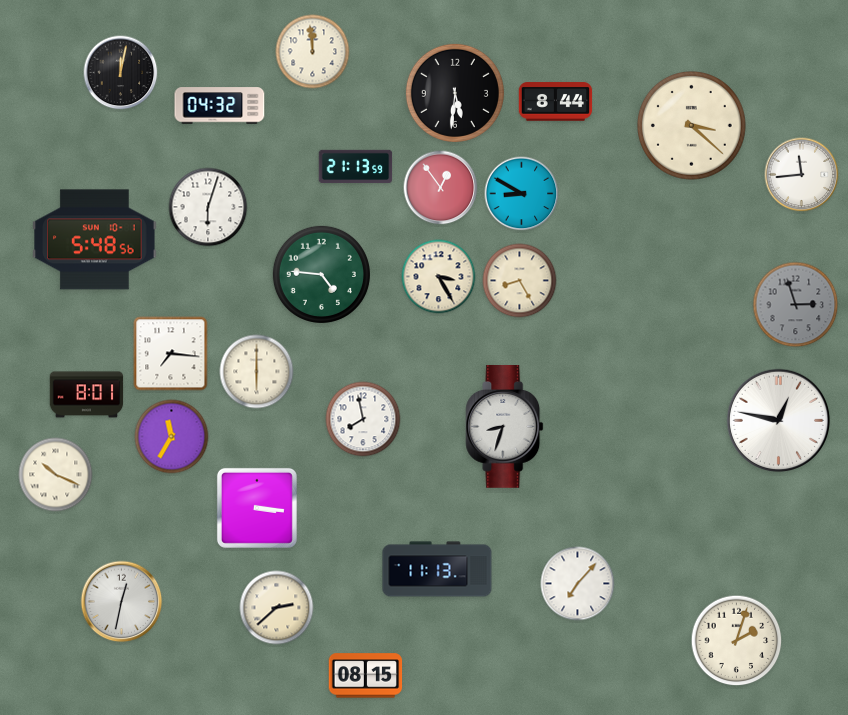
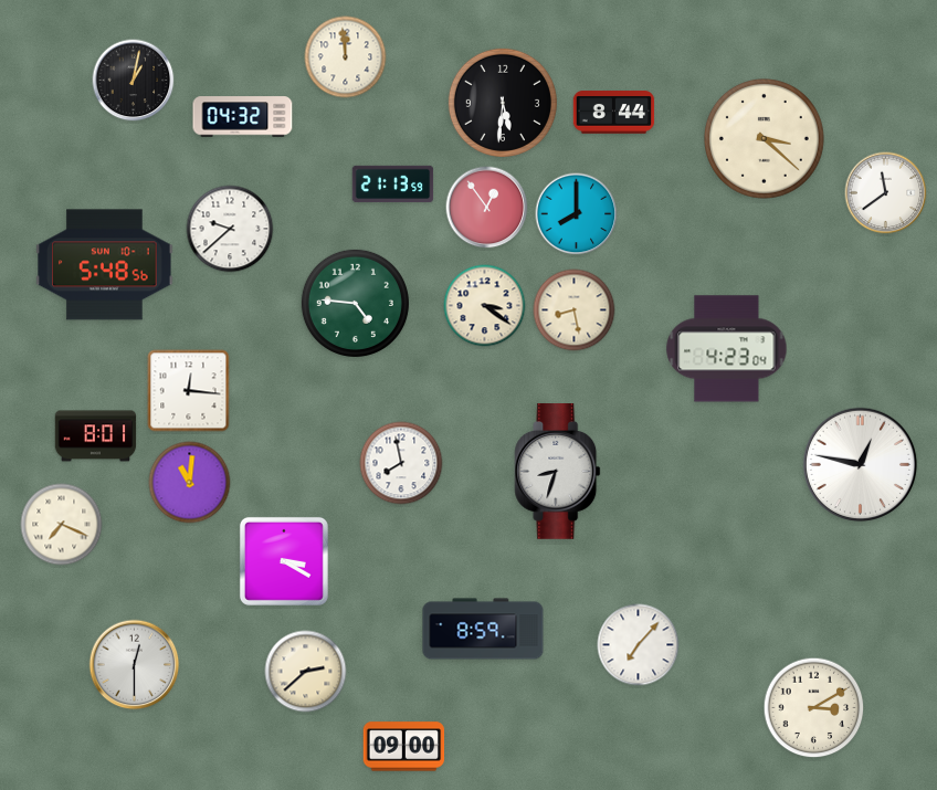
clock at (121, 73): 12:02 -> 1:02
clock at (802, 175): 11:44 -> 11:39
clock at (522, 194): 8:50 -> 8:00
clock at (208, 207): 6:03 -> 9:38
clock at (439, 277): 3:25 -> 3:21
clock at (520, 281): 8:25 -> 8:28
clock at (796, 305): 2:57 -> none
clock at (727, 349): none -> 4:23
clock at (171, 354): 7:16 -> 12:16
clock at (257, 372): 6:00 -> none
clock at (172, 437): 11:35 -> 11:01
clock at (56, 475): 10:19 -> 7:19
clock at (257, 508): 3:16 -> 3:20
clock at (437, 569): 11:13 -> 8:59
clock at (122, 602): 12:32 -> 12:30
clock at (737, 641): 2:03 -> 3:10
clock at (366, 676): 08:15 -> 09:00
